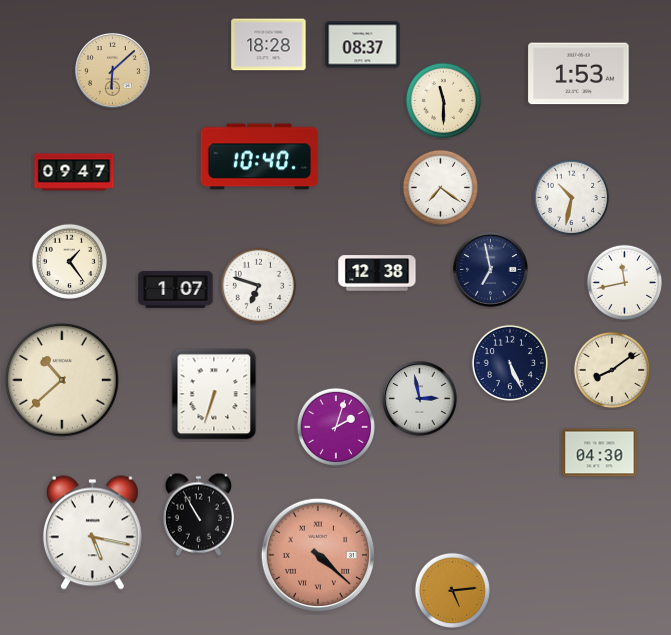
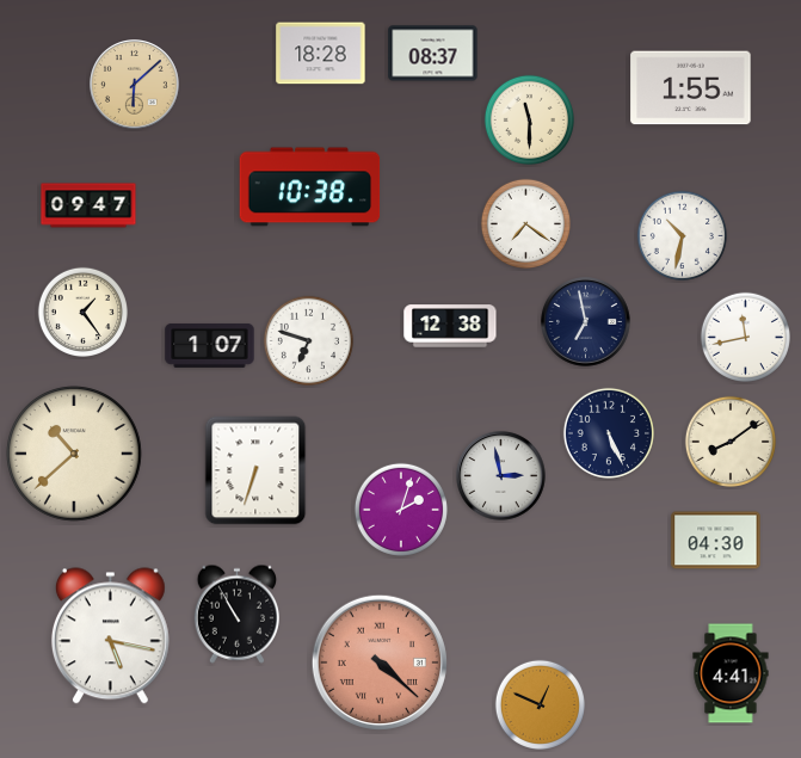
clock at (579, 74): 1:53 -> 1:55
clock at (260, 157): 10:40 -> 10:38
clock at (731, 673): none -> 4:41
clock at (452, 590): 5:14 -> 12:49
